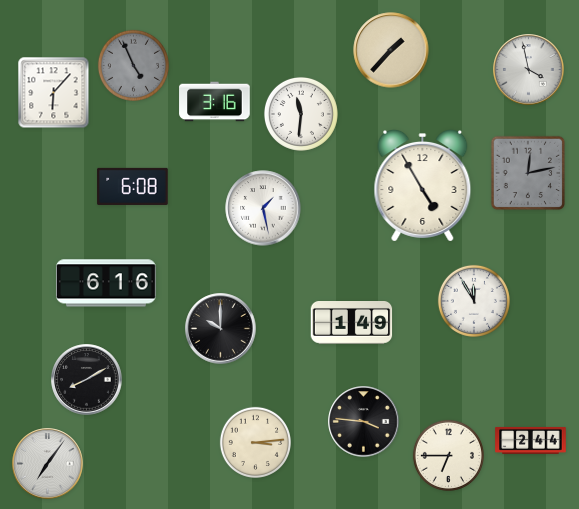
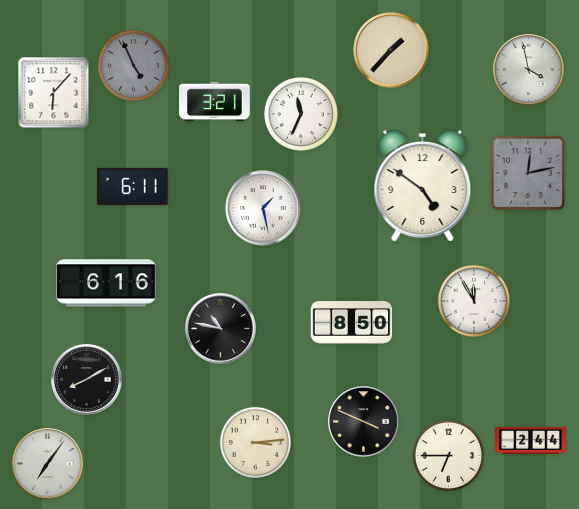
clock at (215, 102): 3:16 -> 3:21
clock at (301, 114): 11:31 -> 11:34
clock at (133, 186): 6:08 -> 6:11
clock at (423, 186): 4:55 -> 4:51
clock at (352, 323): 1:49 -> 8:50
clock at (221, 329): 10:00 -> 10:47
clock at (364, 422): 3:46 -> 3:49
